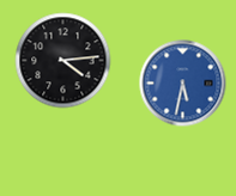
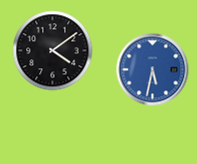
clock at (63, 61): 4:14 -> 4:09
